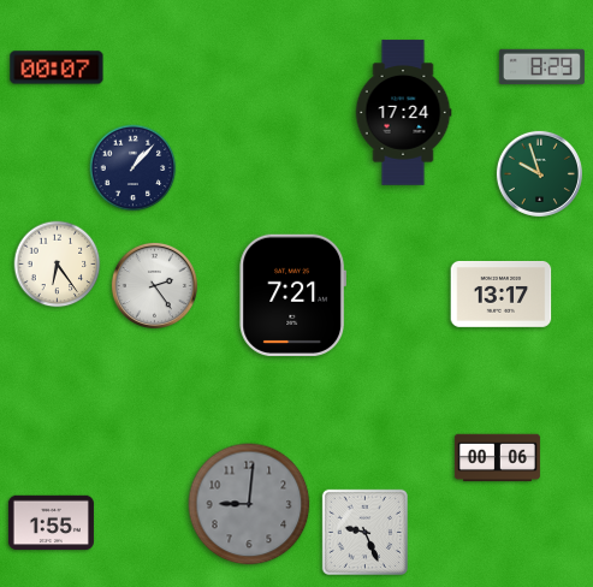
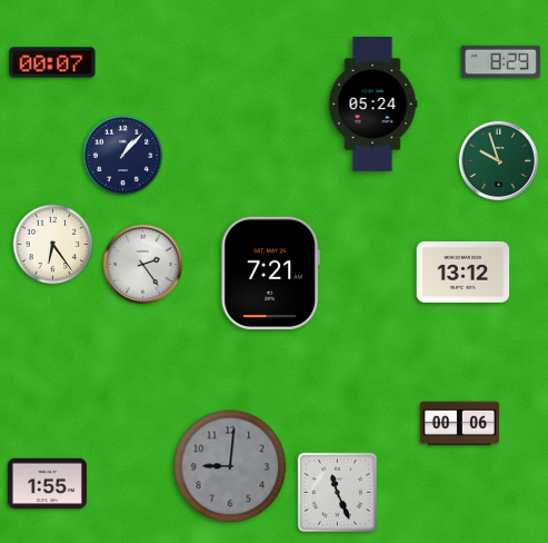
clock at (403, 113): 17:24 -> 05:24
clock at (502, 293): 13:17 -> 13:12
clock at (364, 532): 9:26 -> 11:26
